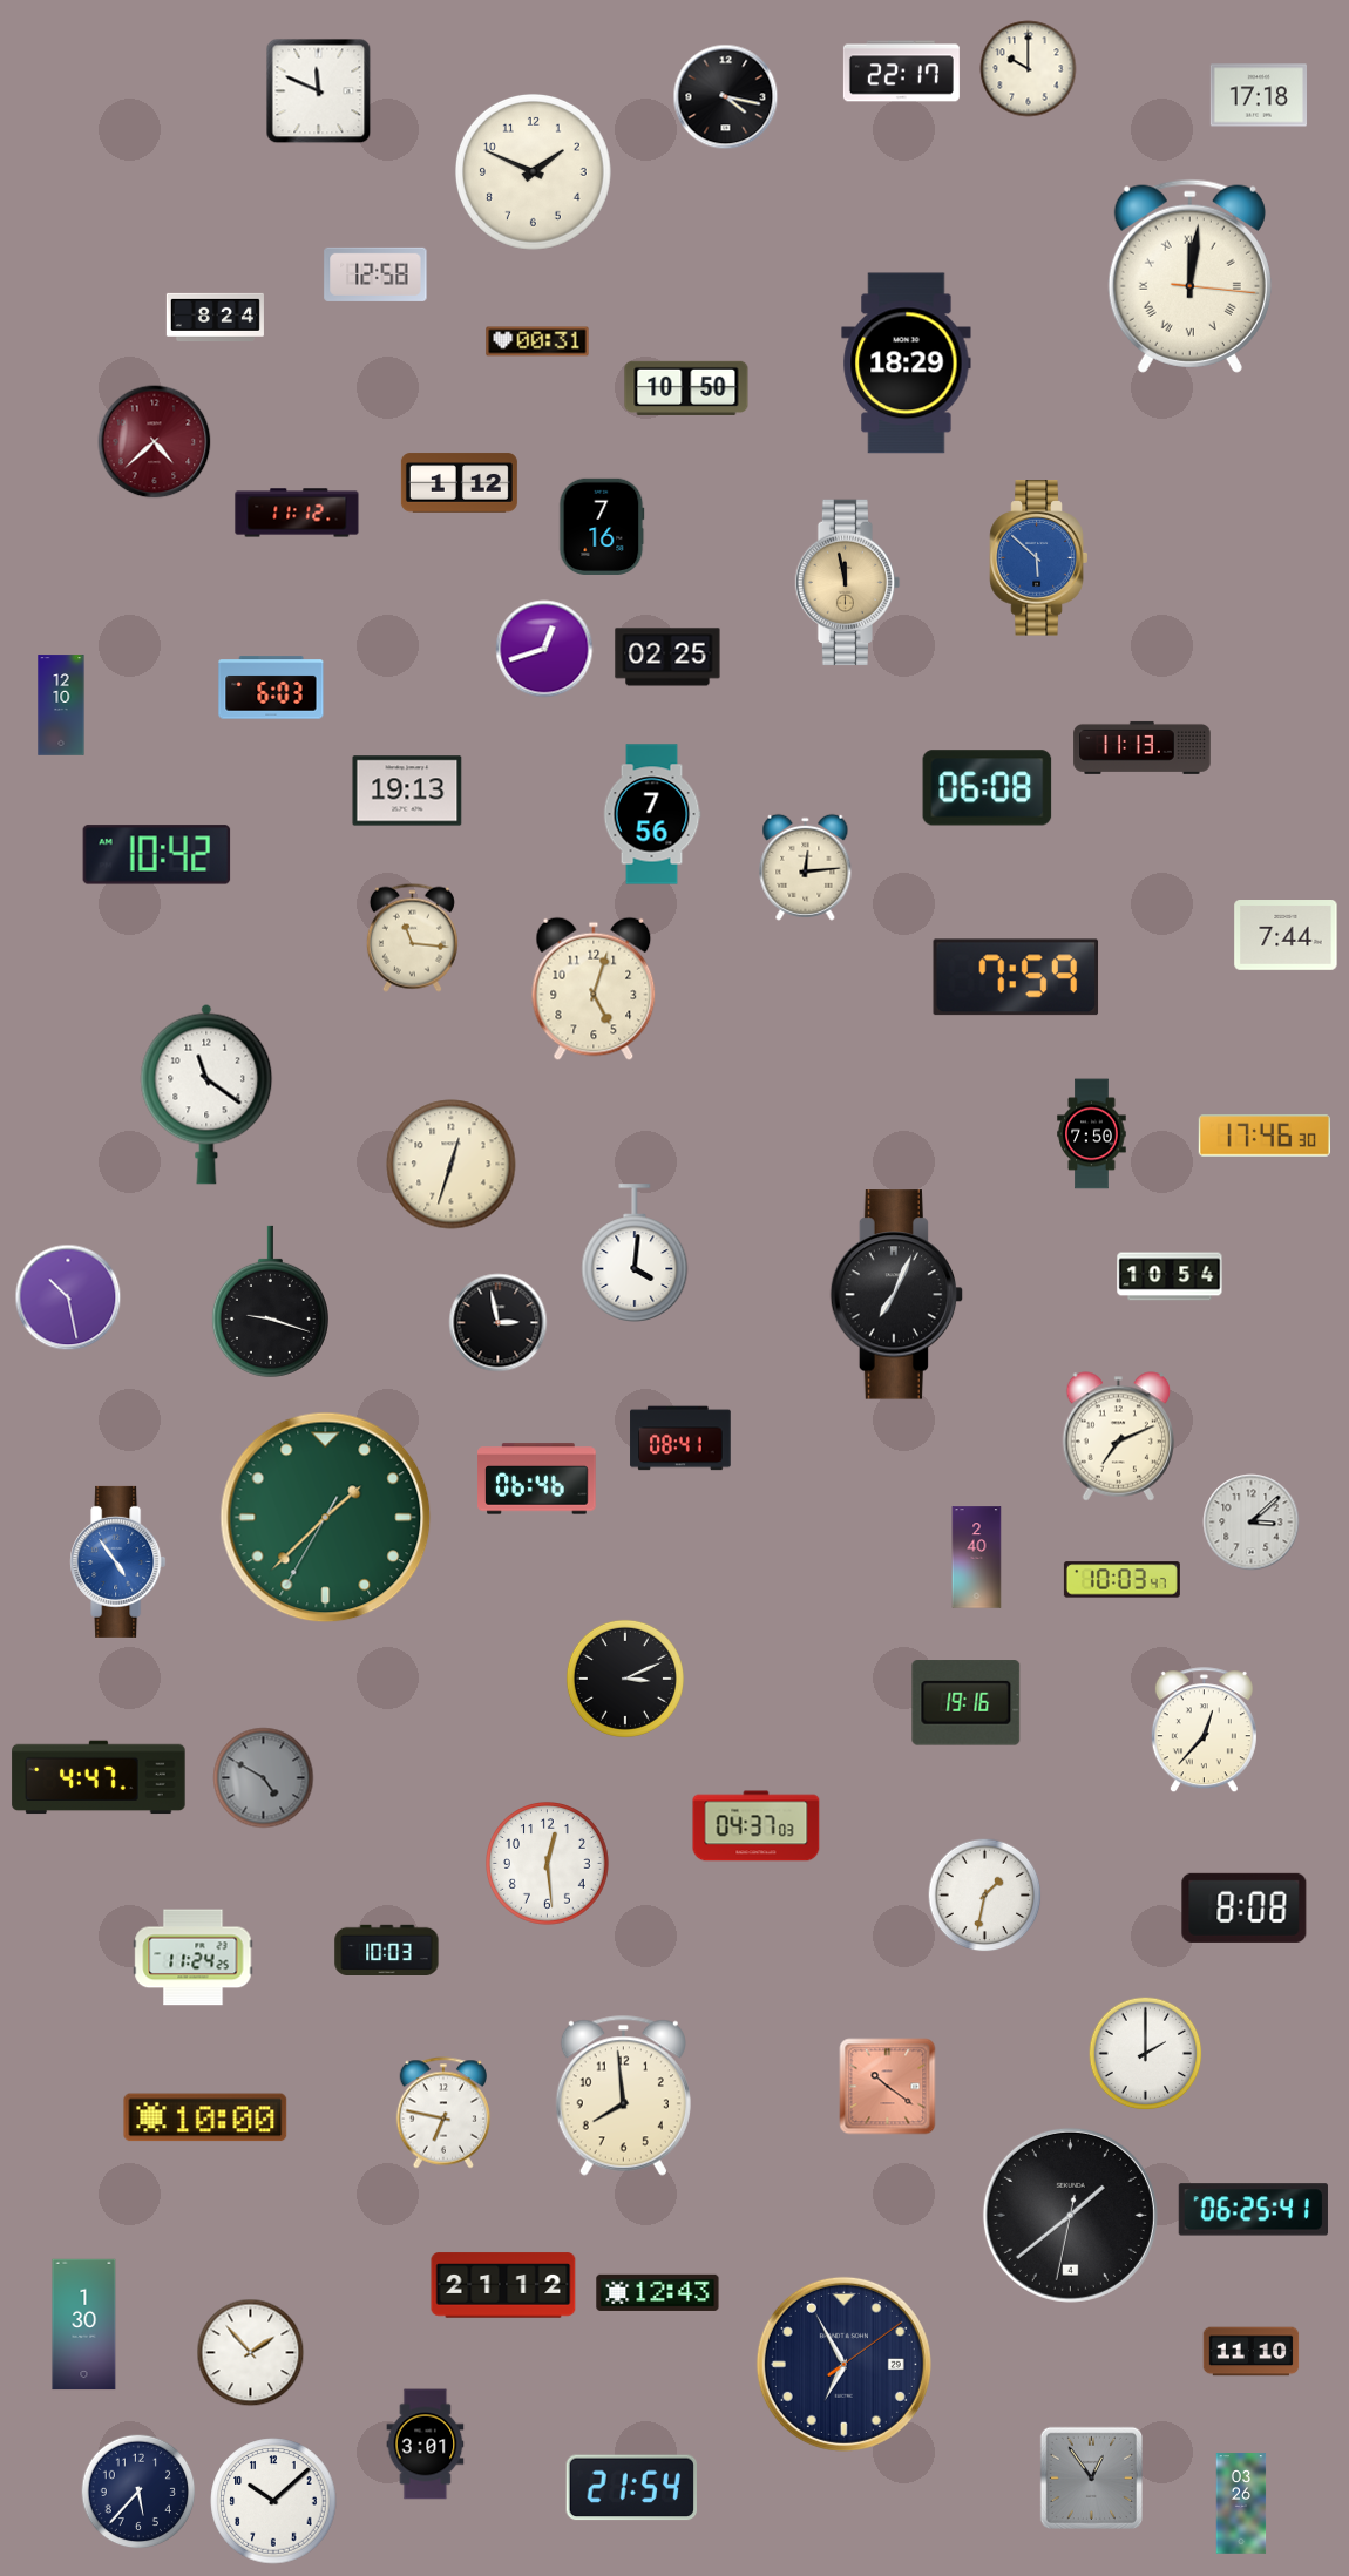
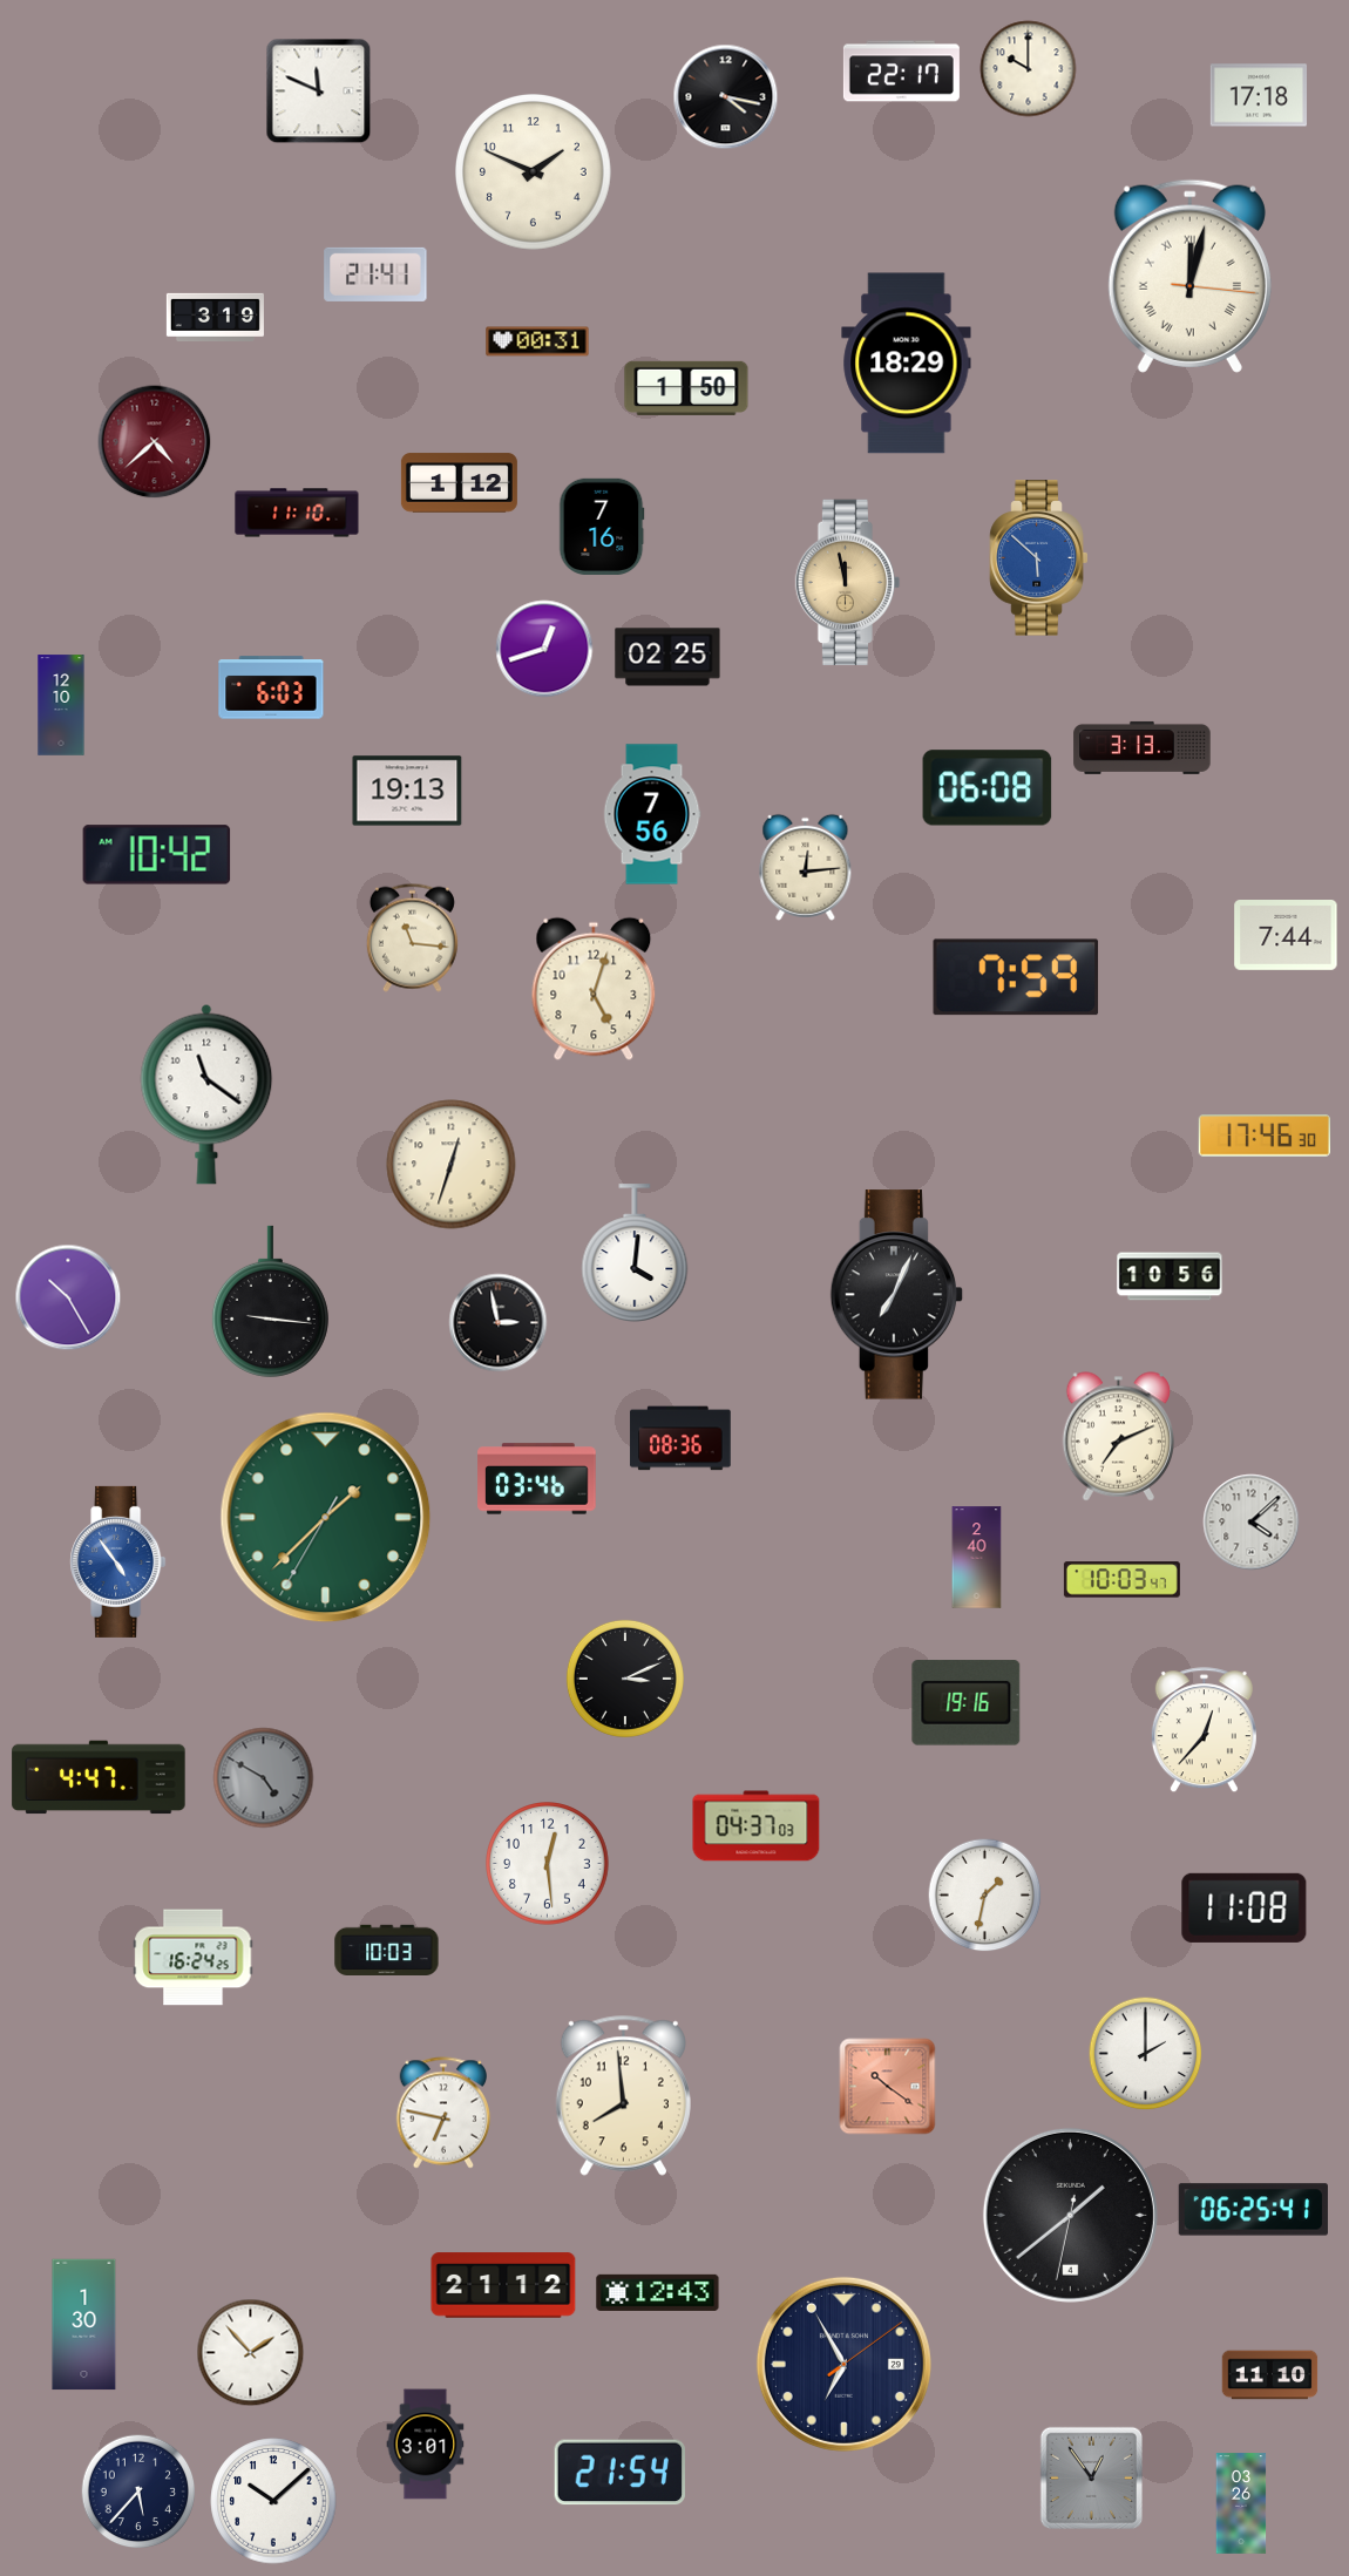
clock at (375, 274): 12:58 -> 21:41
clock at (1189, 276): 12:01 -> 12:02
clock at (215, 317): 8:24 -> 3:19
clock at (686, 388): 10:50 -> 1:50
clock at (297, 513): 11:12 -> 11:10
clock at (1143, 747): 11:13 -> 3:13
clock at (1092, 1134): 7:50 -> none
clock at (1170, 1276): 10:54 -> 10:56
clock at (68, 1297): 10:28 -> 10:25
clock at (270, 1301): 9:18 -> 9:16
clock at (680, 1438): 08:41 -> 08:36
clock at (537, 1479): 06:46 -> 03:46
clock at (1252, 1523): 3:08 -> 4:08
clock at (1245, 1907): 8:08 -> 11:08
clock at (194, 1958): 11:24 -> 16:24
clock at (205, 2117): 10:00 -> none
clock at (1252, 2352) position: (1252, 2352) -> (1270, 2375)
clock at (631, 2488) position: (631, 2488) -> (619, 2473)
